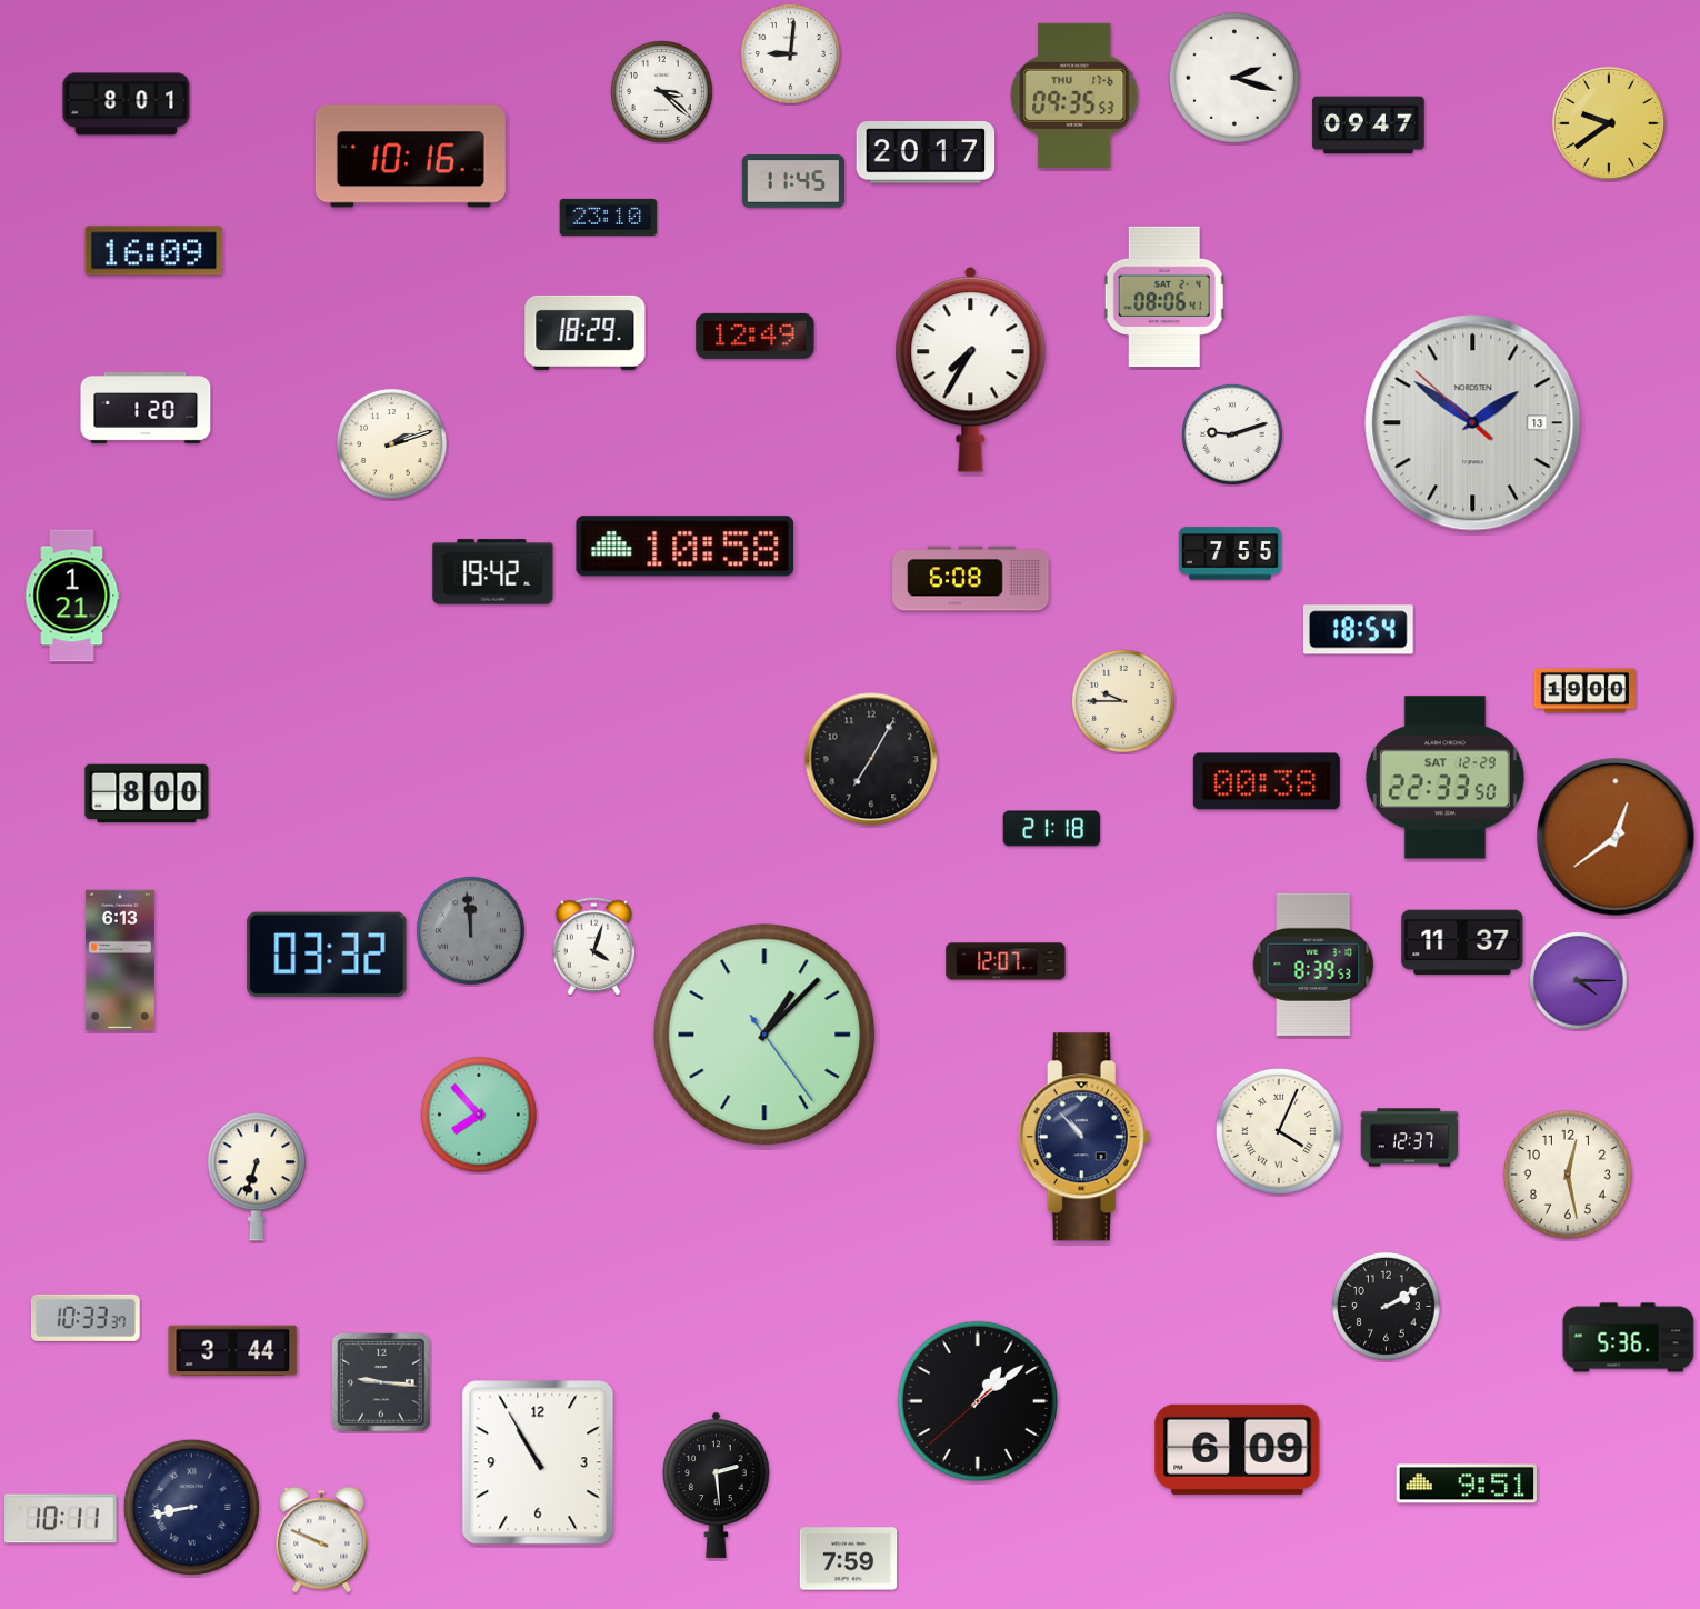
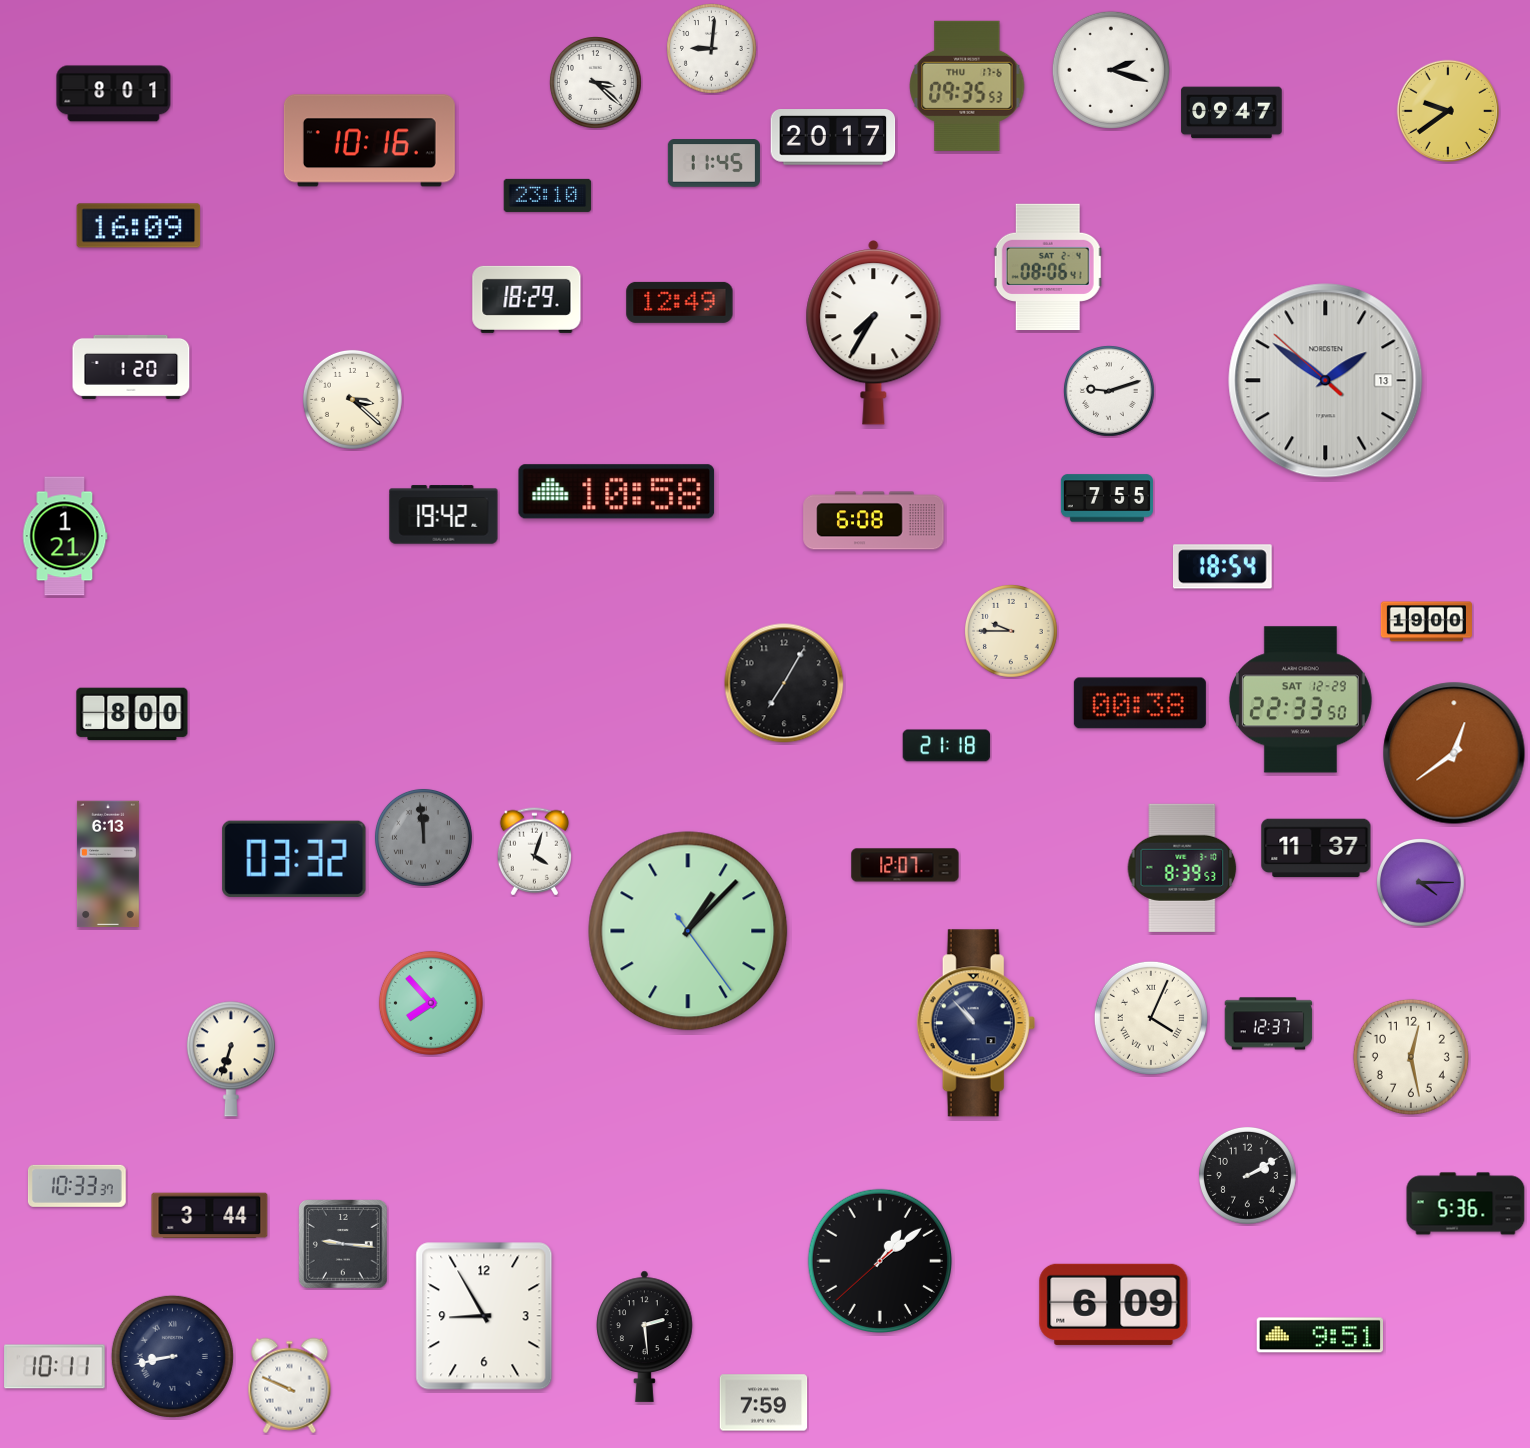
clock at (391, 443): 2:12 -> 3:22
clock at (538, 1462): 10:55 -> 8:55
